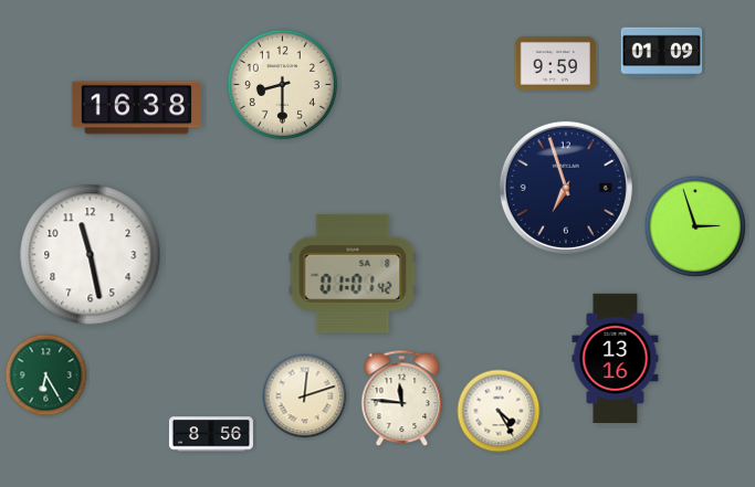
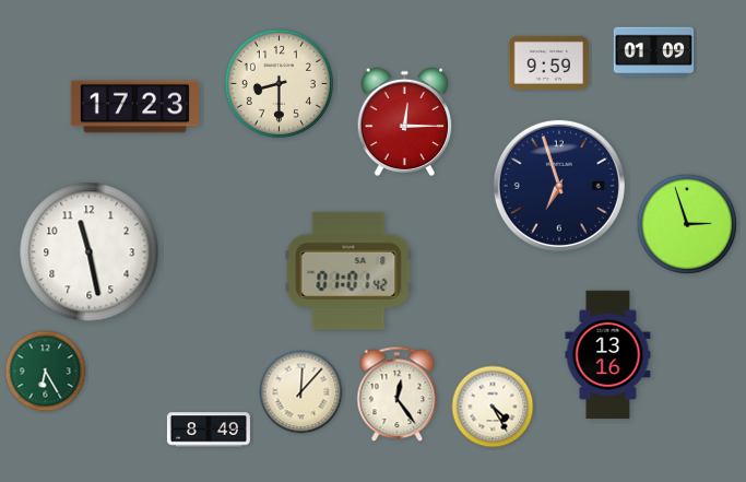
clock at (136, 108): 16:38 -> 17:23
clock at (405, 122): none -> 12:15
clock at (305, 396): 12:12 -> 12:07
clock at (402, 399): 11:46 -> 12:24
clock at (211, 434): 8:56 -> 8:49
